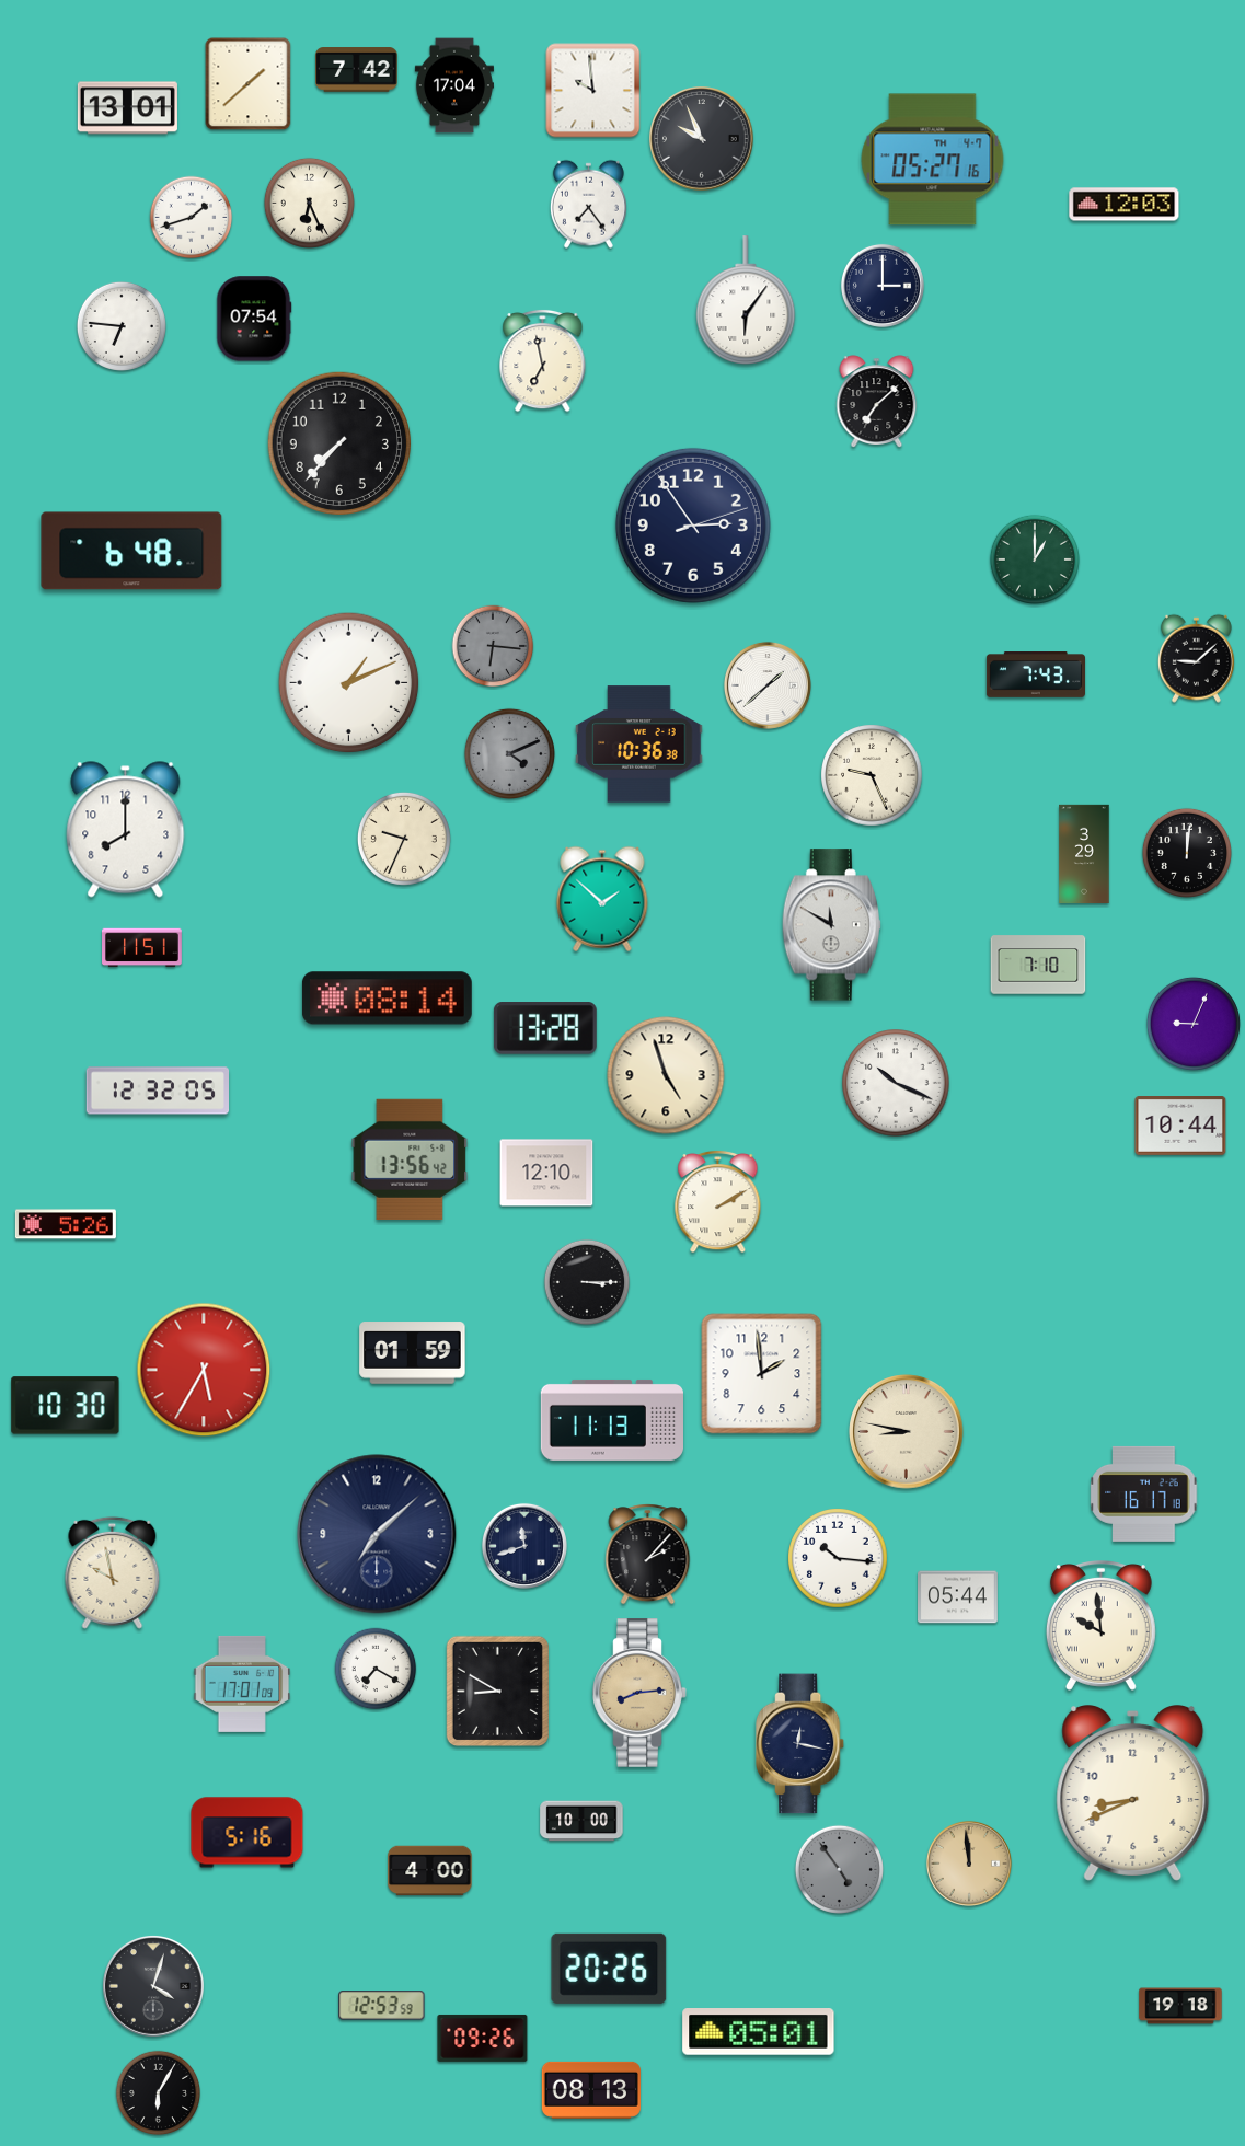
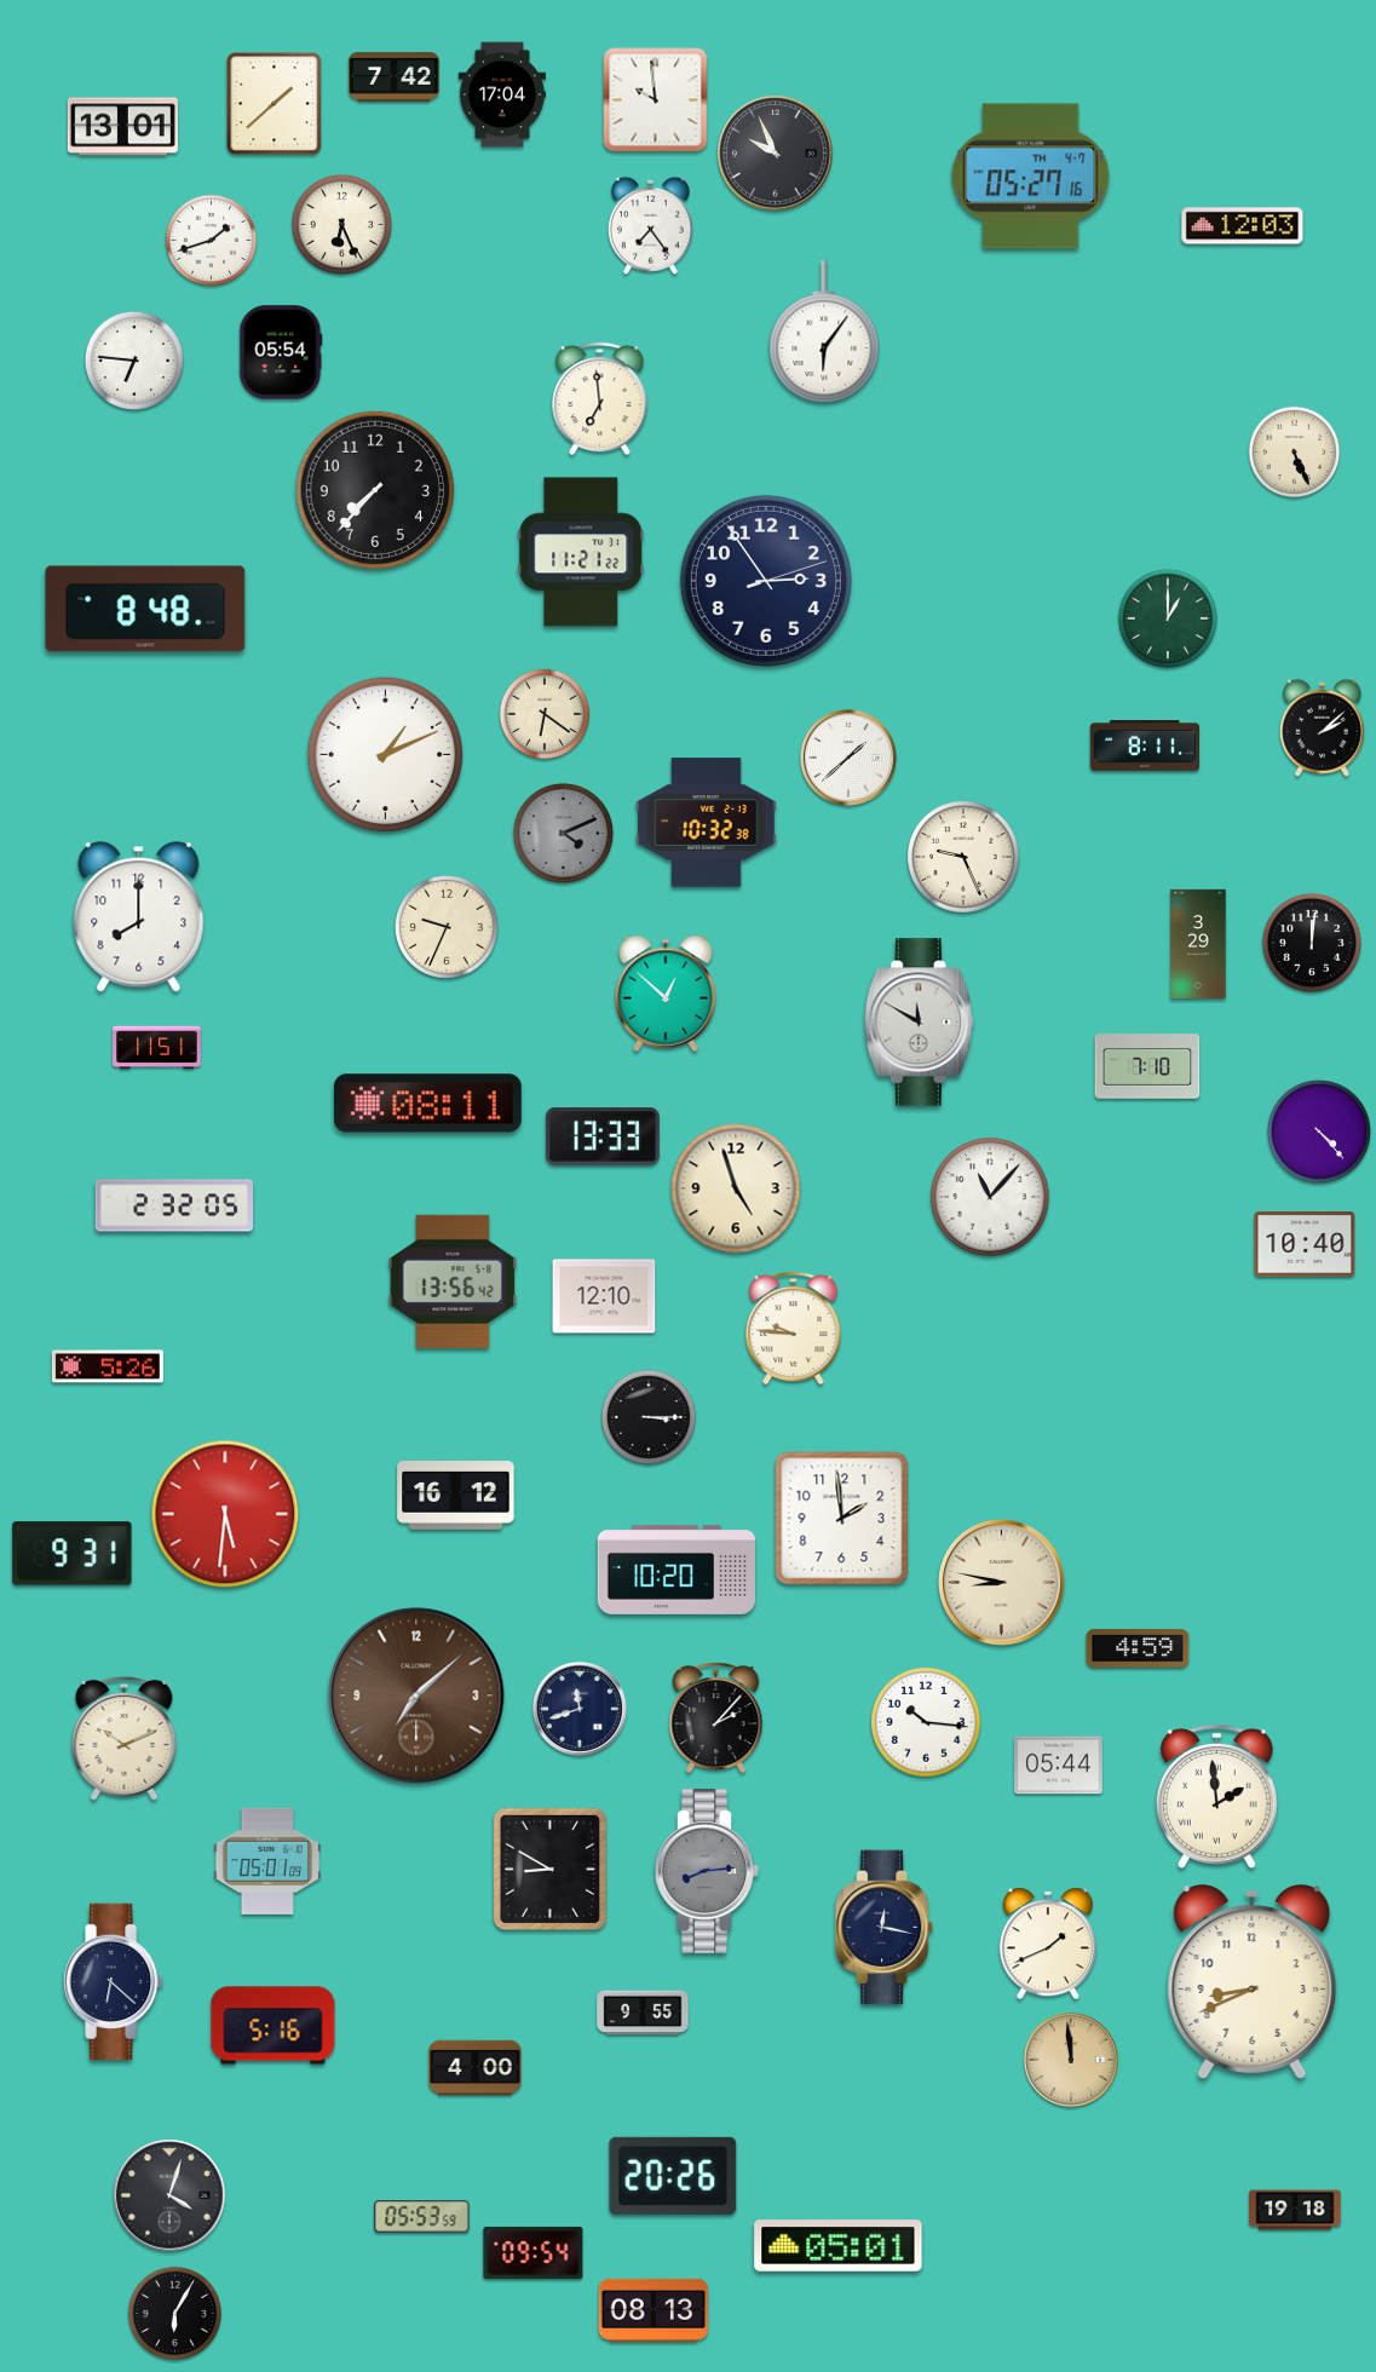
clock at (249, 84) position: (249, 84) -> (275, 104)
clock at (127, 108) position: (127, 108) -> (122, 127)
clock at (883, 286): 3:00 -> none
clock at (254, 319): 07:54 -> 05:54
clock at (543, 360): 6:58 -> 6:59
clock at (877, 402): 7:08 -> none
clock at (1295, 453): none -> 5:26
clock at (581, 552): none -> 11:21
clock at (131, 551): 6:48 -> 8:48
clock at (1035, 559) position: (1035, 559) -> (1168, 618)
clock at (493, 646): 6:16 -> 6:21
clock at (493, 646) dial: grey -> cream
clock at (1196, 658): 9:08 -> 2:08
clock at (1035, 674): 7:43 -> 8:11
clock at (639, 745): 10:36 -> 10:32
clock at (602, 899): 1:52 -> 12:52
clock at (387, 999): 08:14 -> 08:11
clock at (1194, 1024): 9:04 -> 4:23
clock at (545, 1029): 13:28 -> 13:33
clock at (896, 1083): 10:19 -> 11:07
clock at (157, 1091): 12:32 -> 2:32
clock at (1180, 1127): 10:44 -> 10:40
clock at (718, 1201): 2:10 -> 9:46
clock at (66, 1224) position: (66, 1224) -> (108, 1366)
clock at (413, 1353): 01:59 -> 16:12
clock at (204, 1370): 5:35 -> 5:31
clock at (66, 1406): 10:30 -> 9:31
clock at (611, 1420): 11:13 -> 10:20
clock at (1138, 1648): none -> 4:59
clock at (1144, 1493): 16:17 -> none
clock at (377, 1534) dial: navy -> brown
clock at (113, 1572): 9:58 -> 10:11
clock at (1100, 1626): 9:59 -> 1:59
clock at (376, 1669): 7:20 -> none
clock at (242, 1684): 17:01 -> 05:01
clock at (639, 1693) dial: champagne -> grey
clock at (1048, 1944): none -> 1:41
clock at (114, 1982): none -> 6:22
clock at (581, 1821): 10:00 -> 9:55
clock at (839, 1869): 4:54 -> none
clock at (382, 2006): 12:53 -> 05:53
clock at (1180, 2006) position: (1180, 2006) -> (1295, 2210)
clock at (483, 2038): 09:26 -> 09:54
